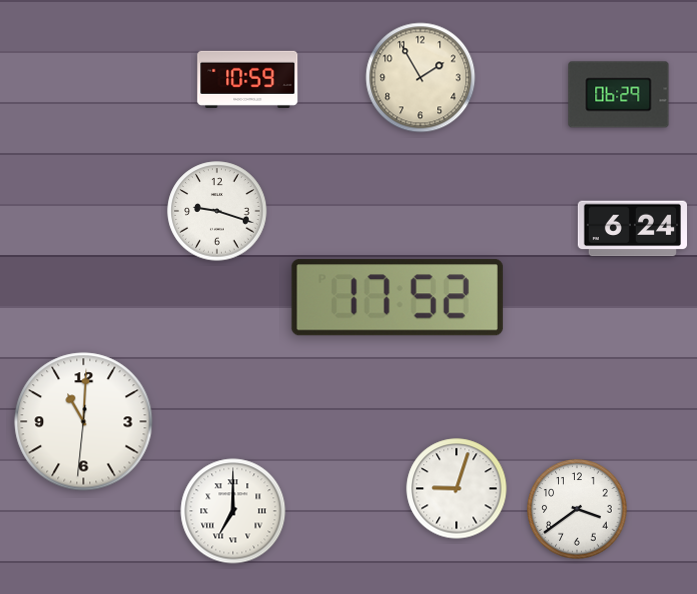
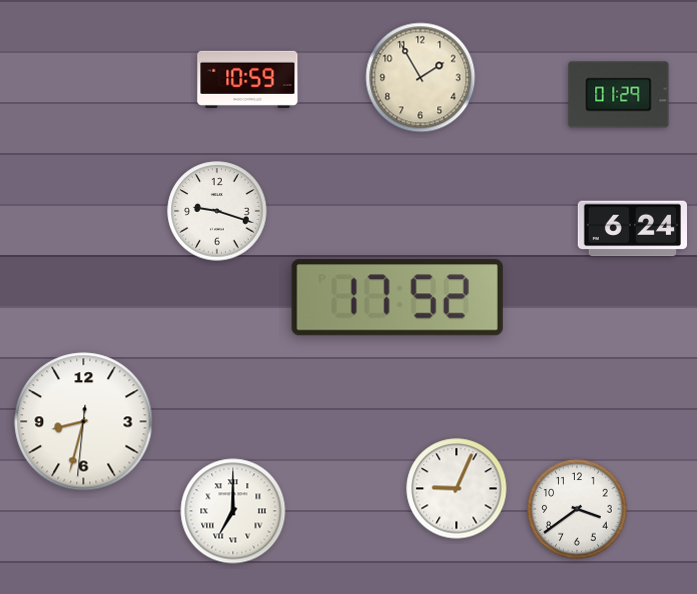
clock at (619, 95): 06:29 -> 01:29
clock at (84, 422): 11:00 -> 8:32
clock at (457, 489): 9:03 -> 9:04
